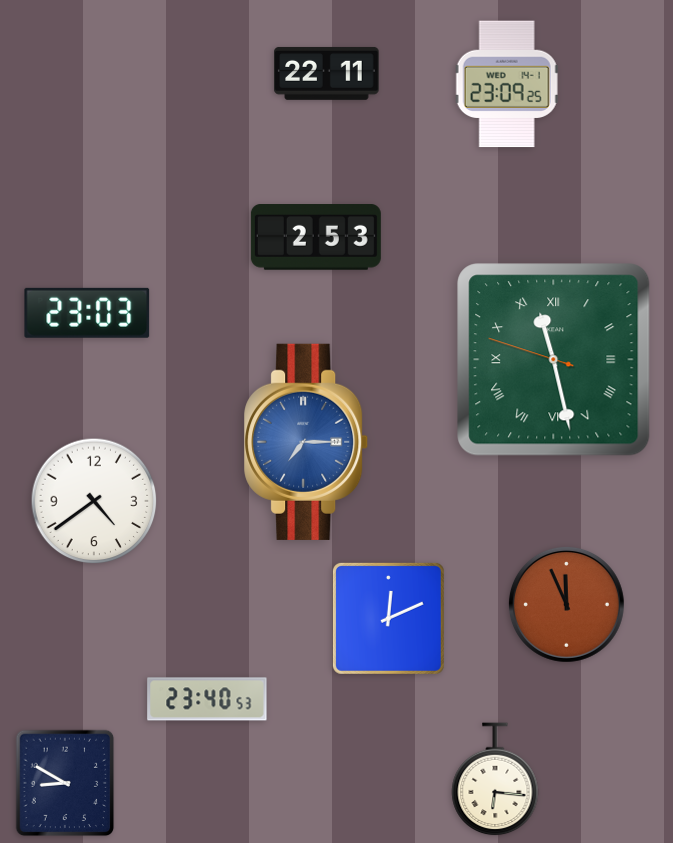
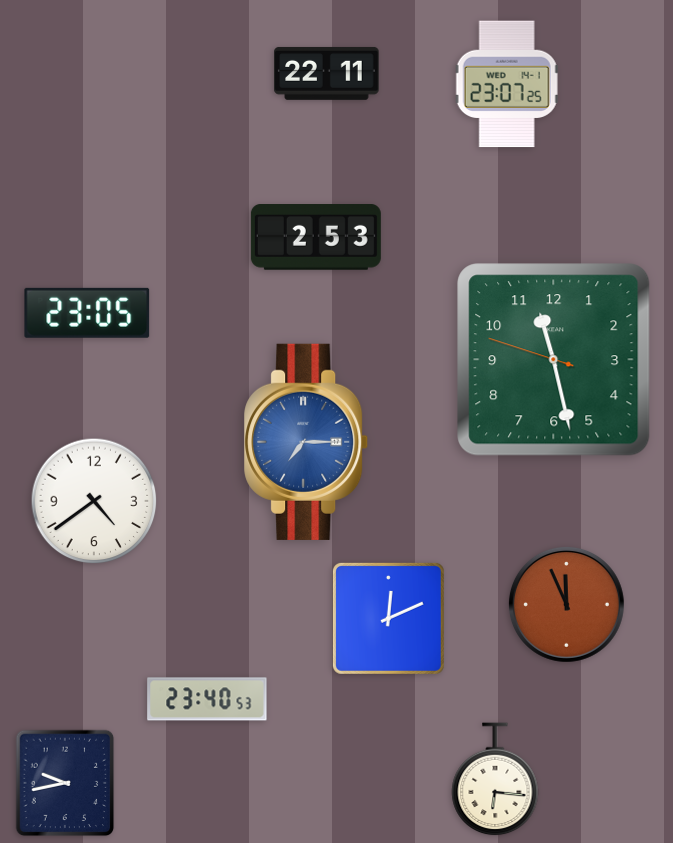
clock at (507, 84): 23:09 -> 23:07
clock at (87, 313): 23:03 -> 23:05
clock at (554, 360) numerals: Roman -> Arabic
clock at (65, 783): 8:50 -> 9:43
